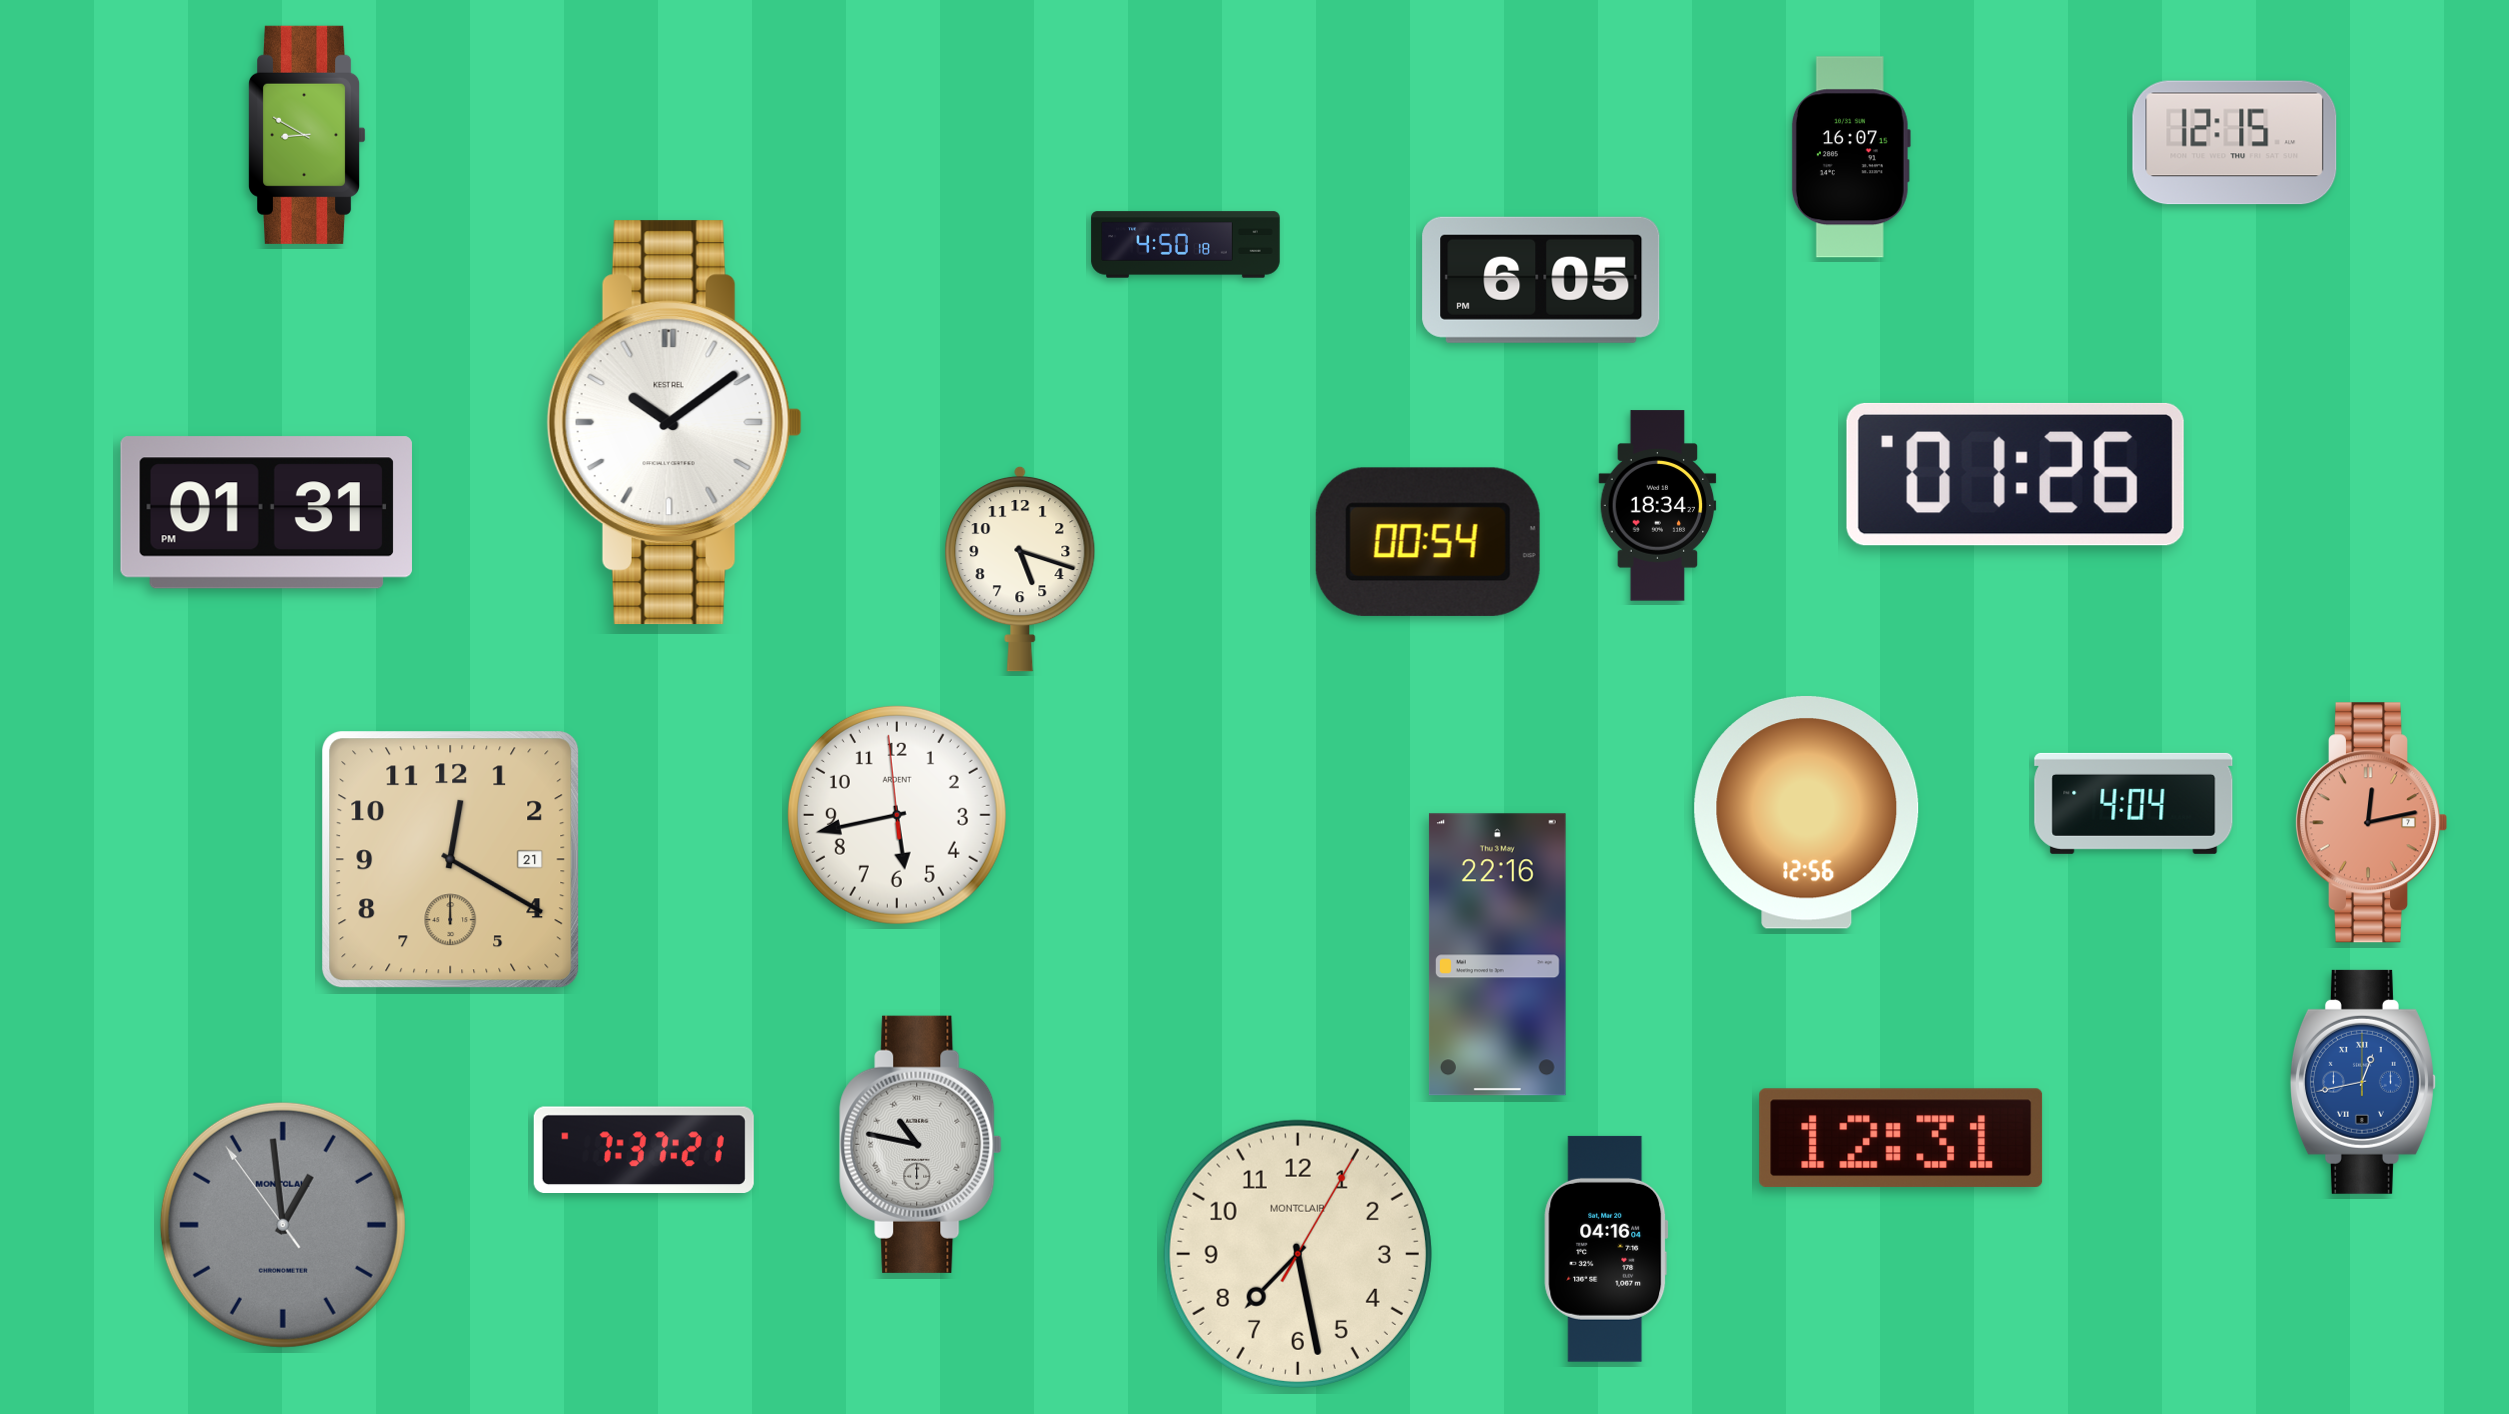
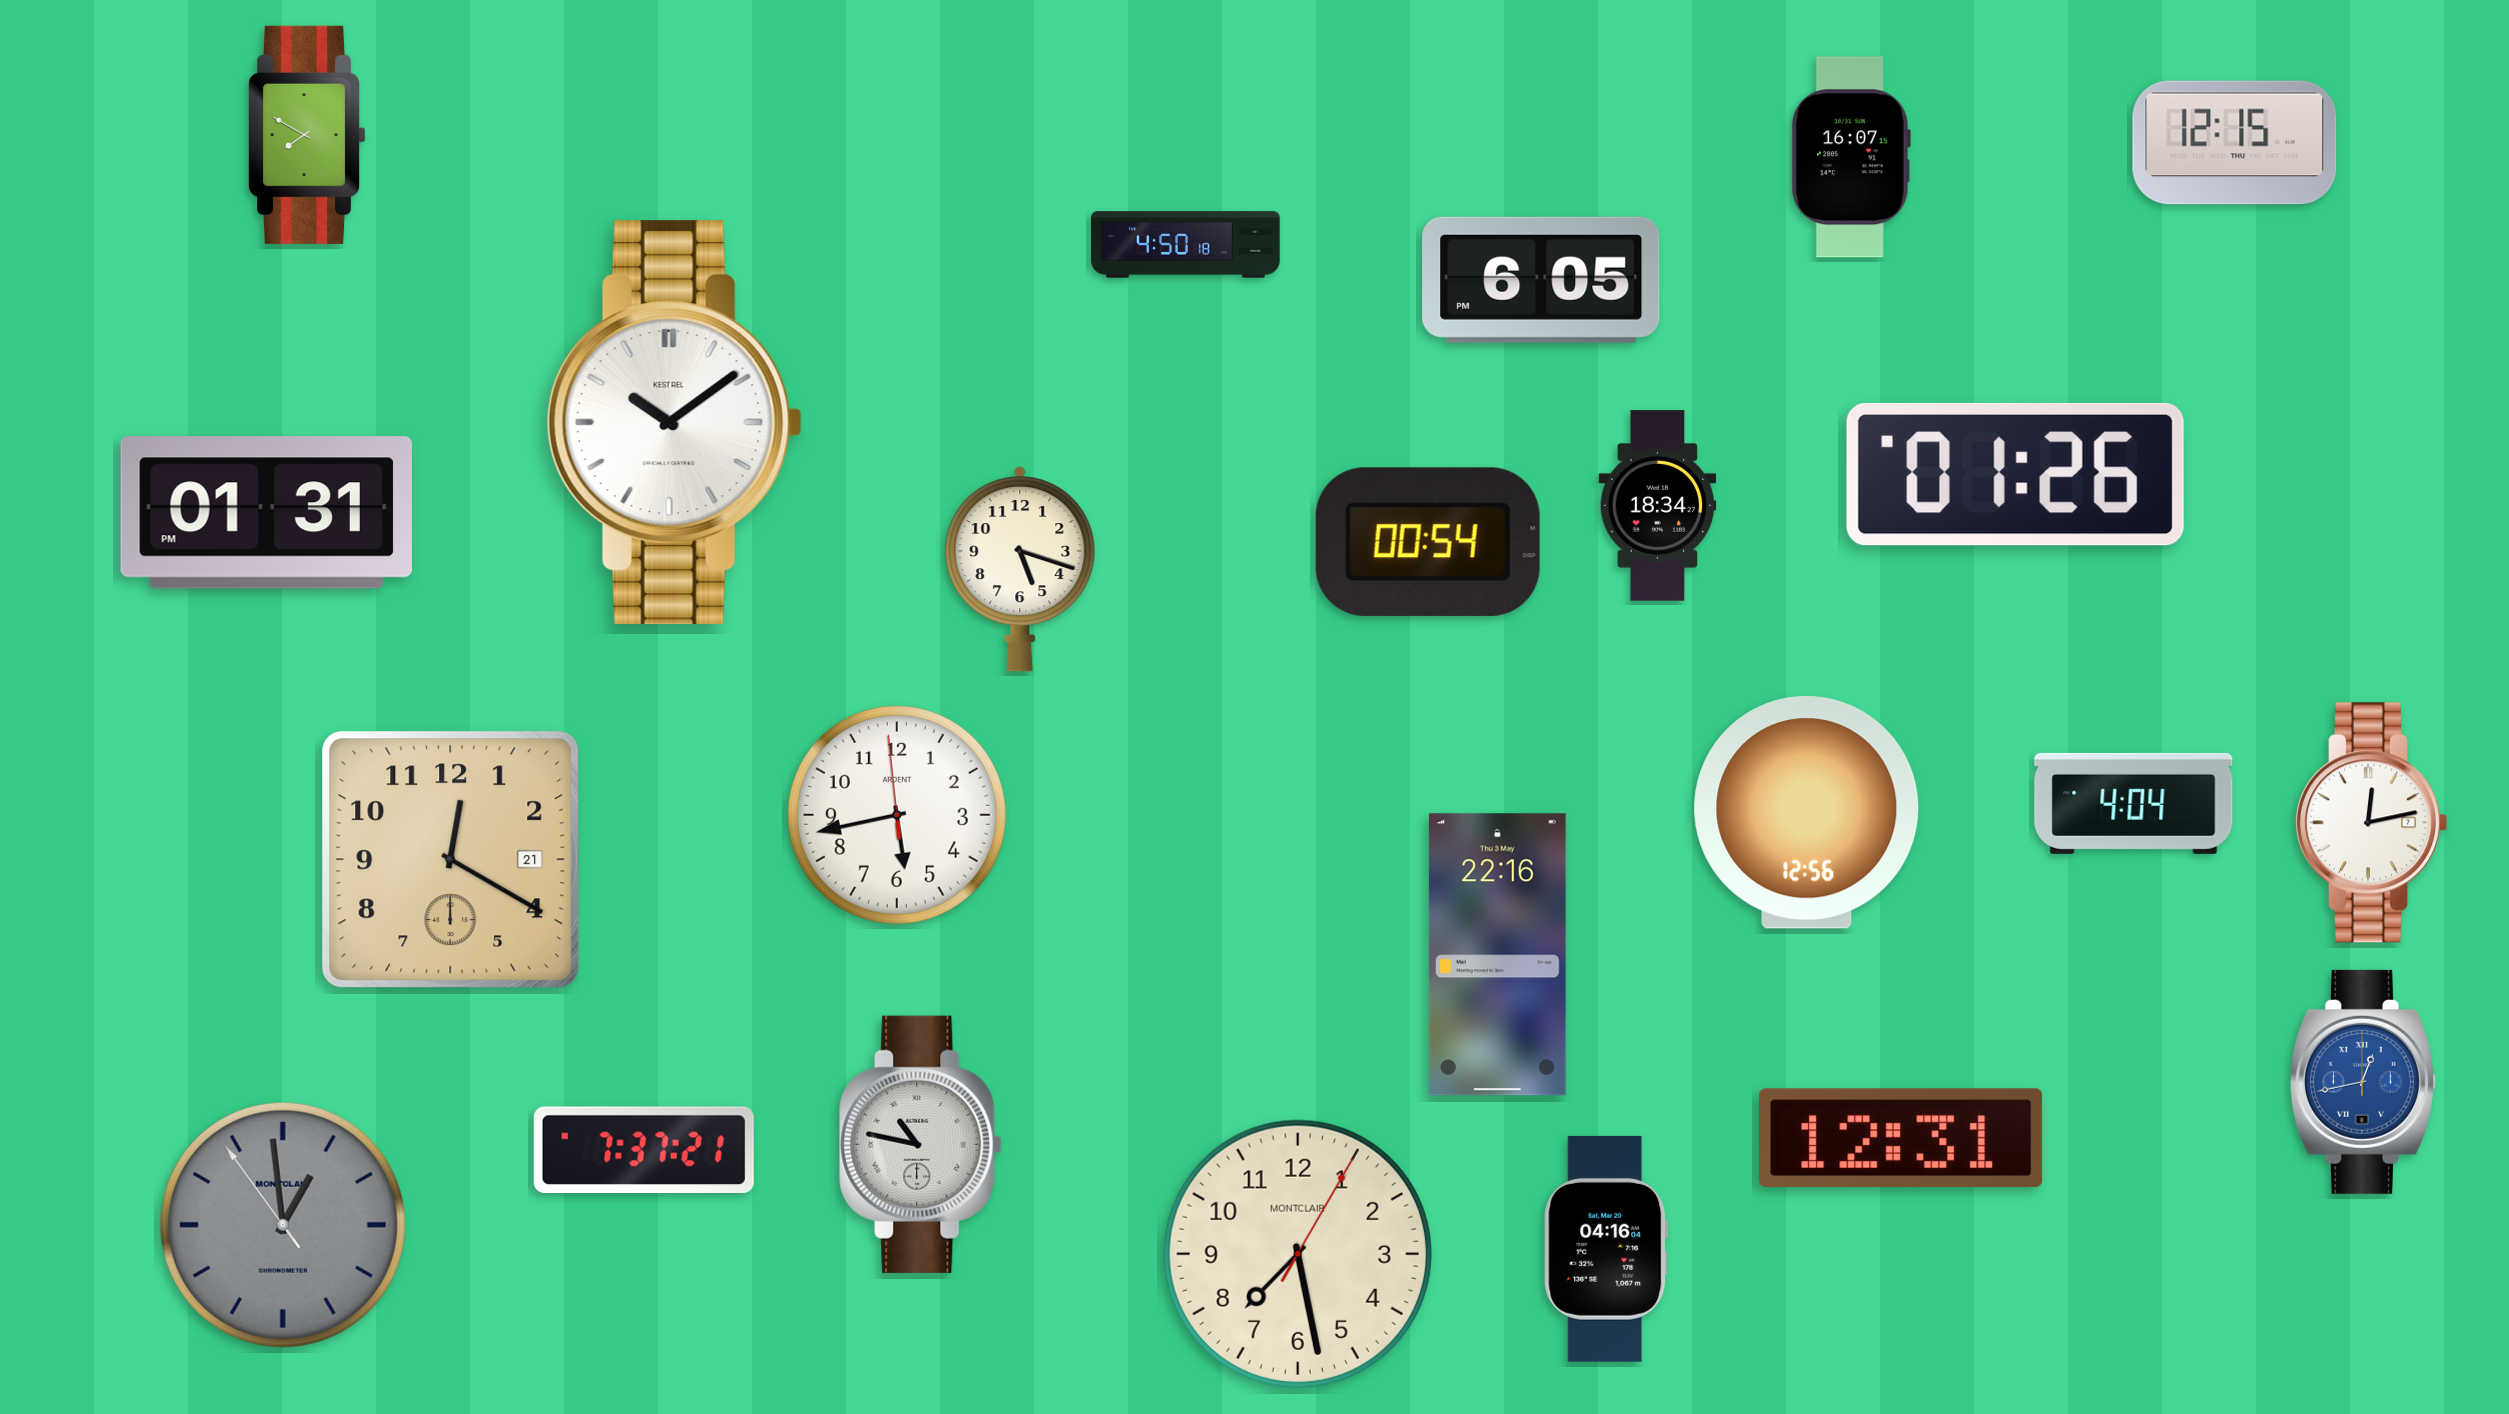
clock at (307, 135): 8:50 -> 7:50
clock at (2370, 823) dial: salmon -> white
